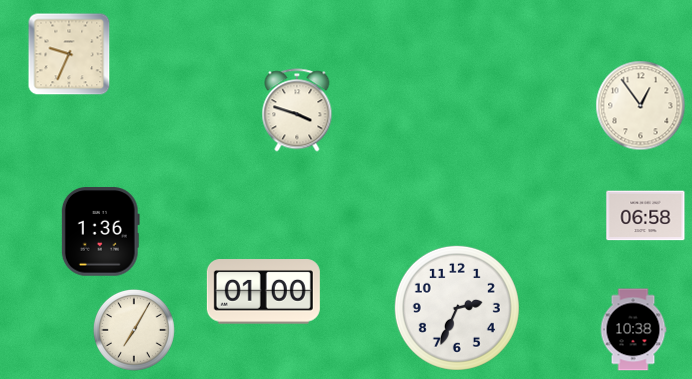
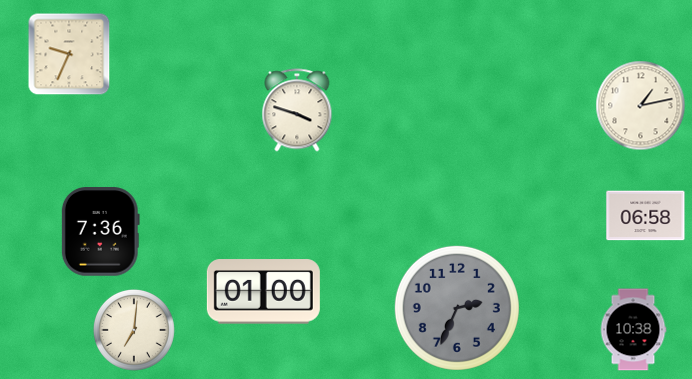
clock at (641, 106): 12:54 -> 1:13
clock at (100, 232): 1:36 -> 7:36
clock at (457, 308) dial: white -> grey
clock at (134, 330): 7:05 -> 7:01
